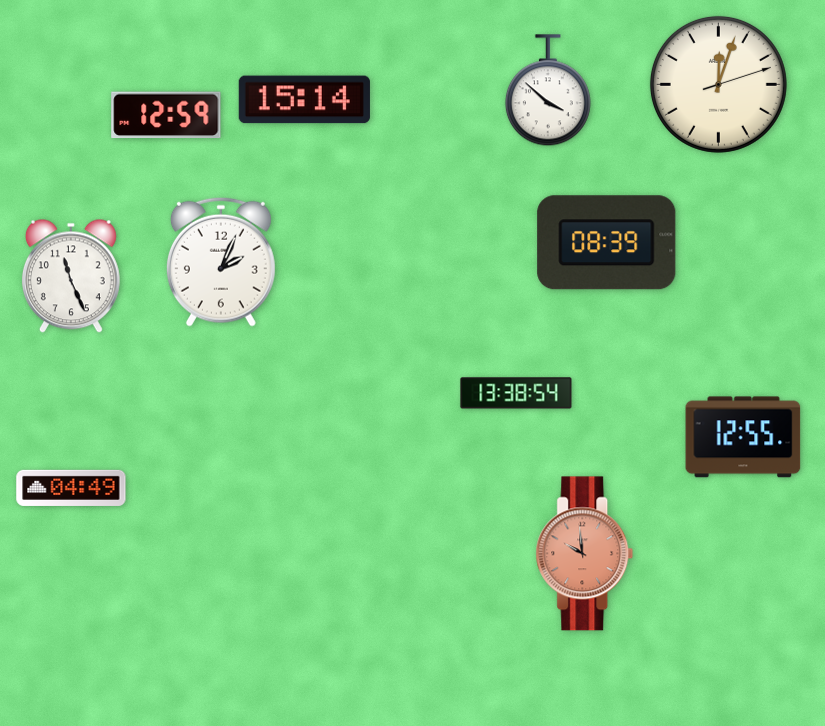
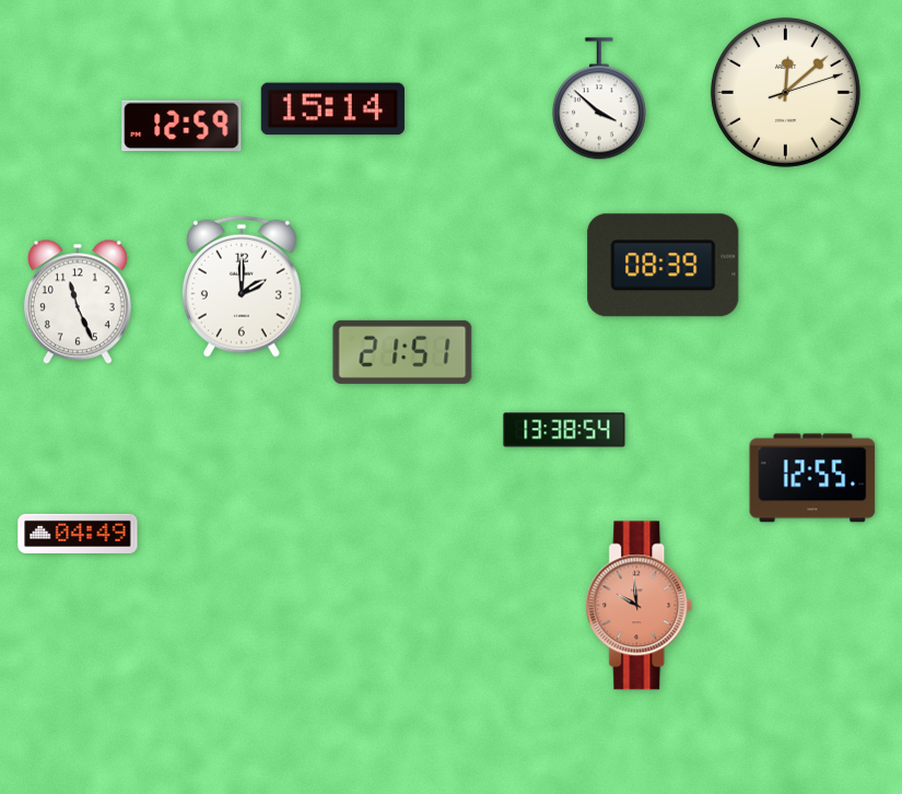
clock at (718, 84): 12:03 -> 12:08
clock at (221, 262): 2:04 -> 2:00
clock at (402, 352): none -> 21:51
